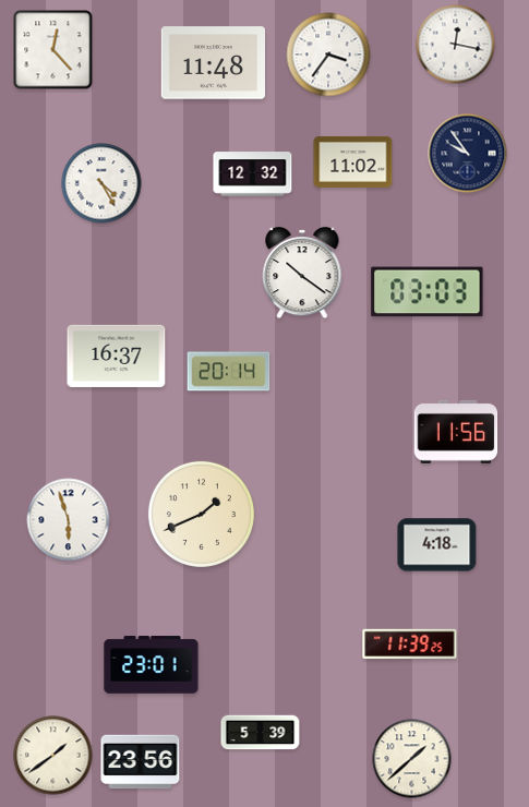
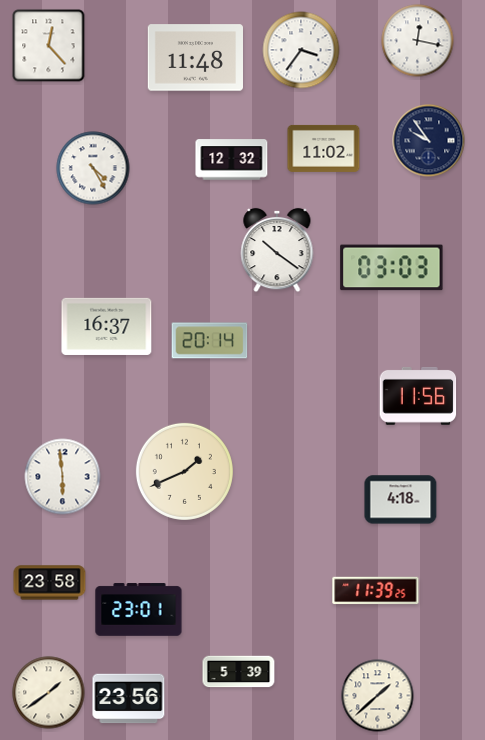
clock at (69, 520): 5:57 -> 5:59
clock at (50, 583): none -> 23:58
